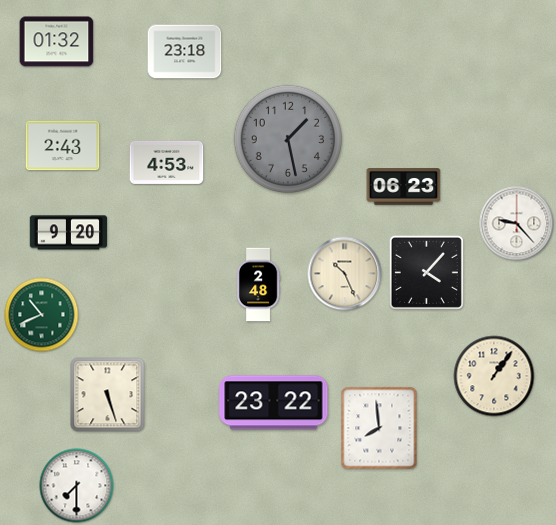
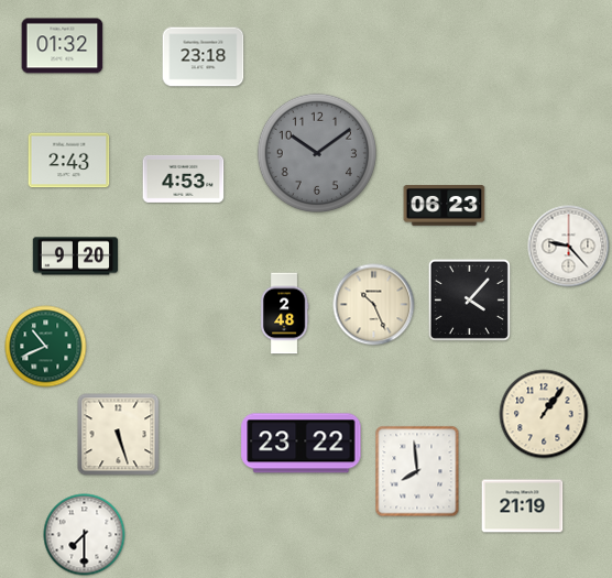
clock at (287, 138): 1:28 -> 10:09
clock at (345, 274) position: (345, 274) -> (374, 305)
clock at (523, 506): none -> 21:19
